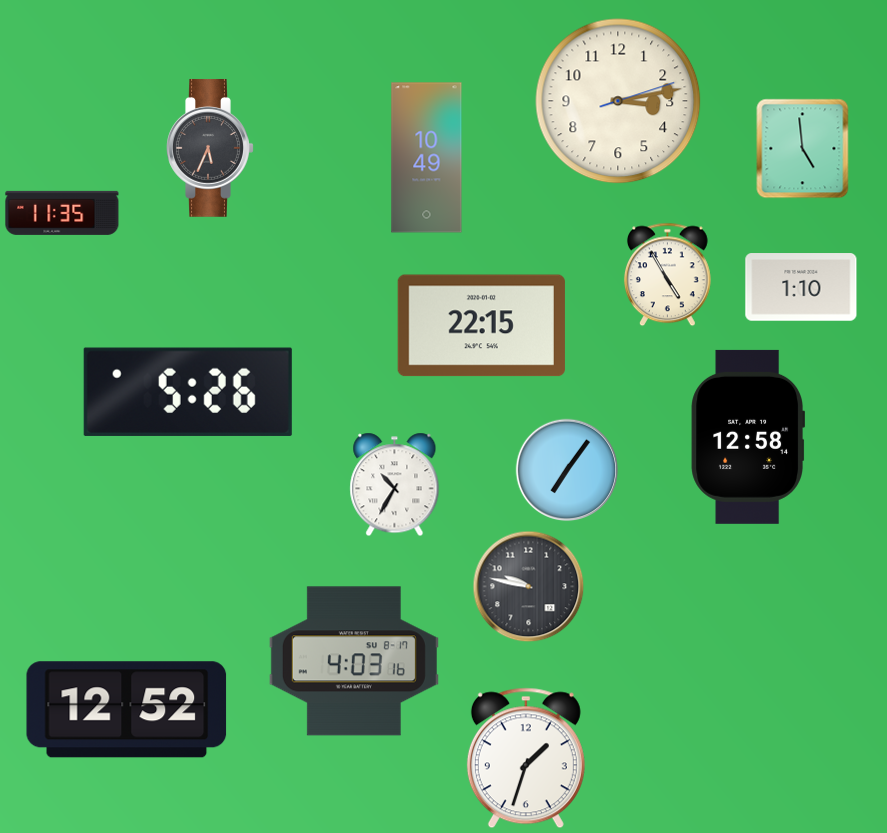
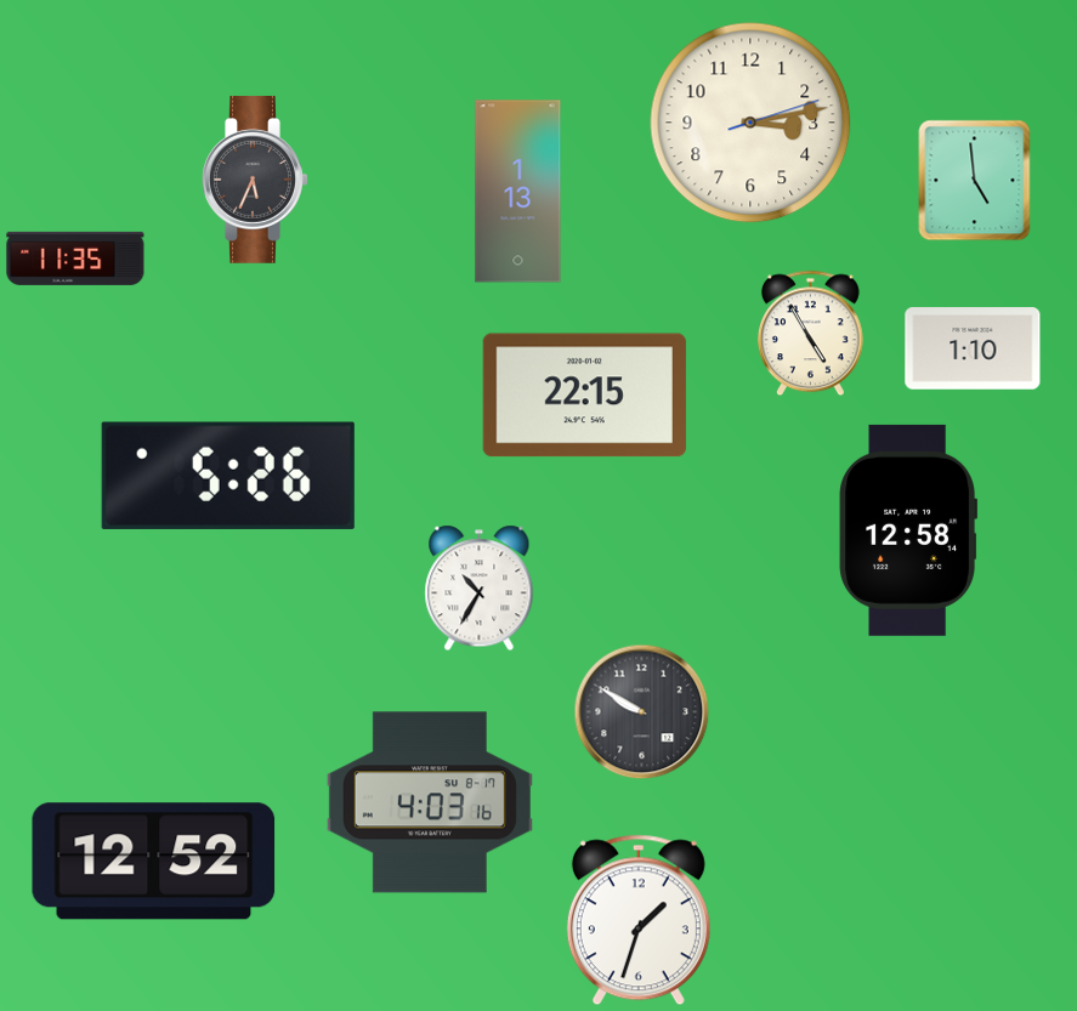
clock at (427, 158): 10:49 -> 1:13
clock at (567, 470): 7:06 -> none
clock at (529, 587): 9:47 -> 9:50
